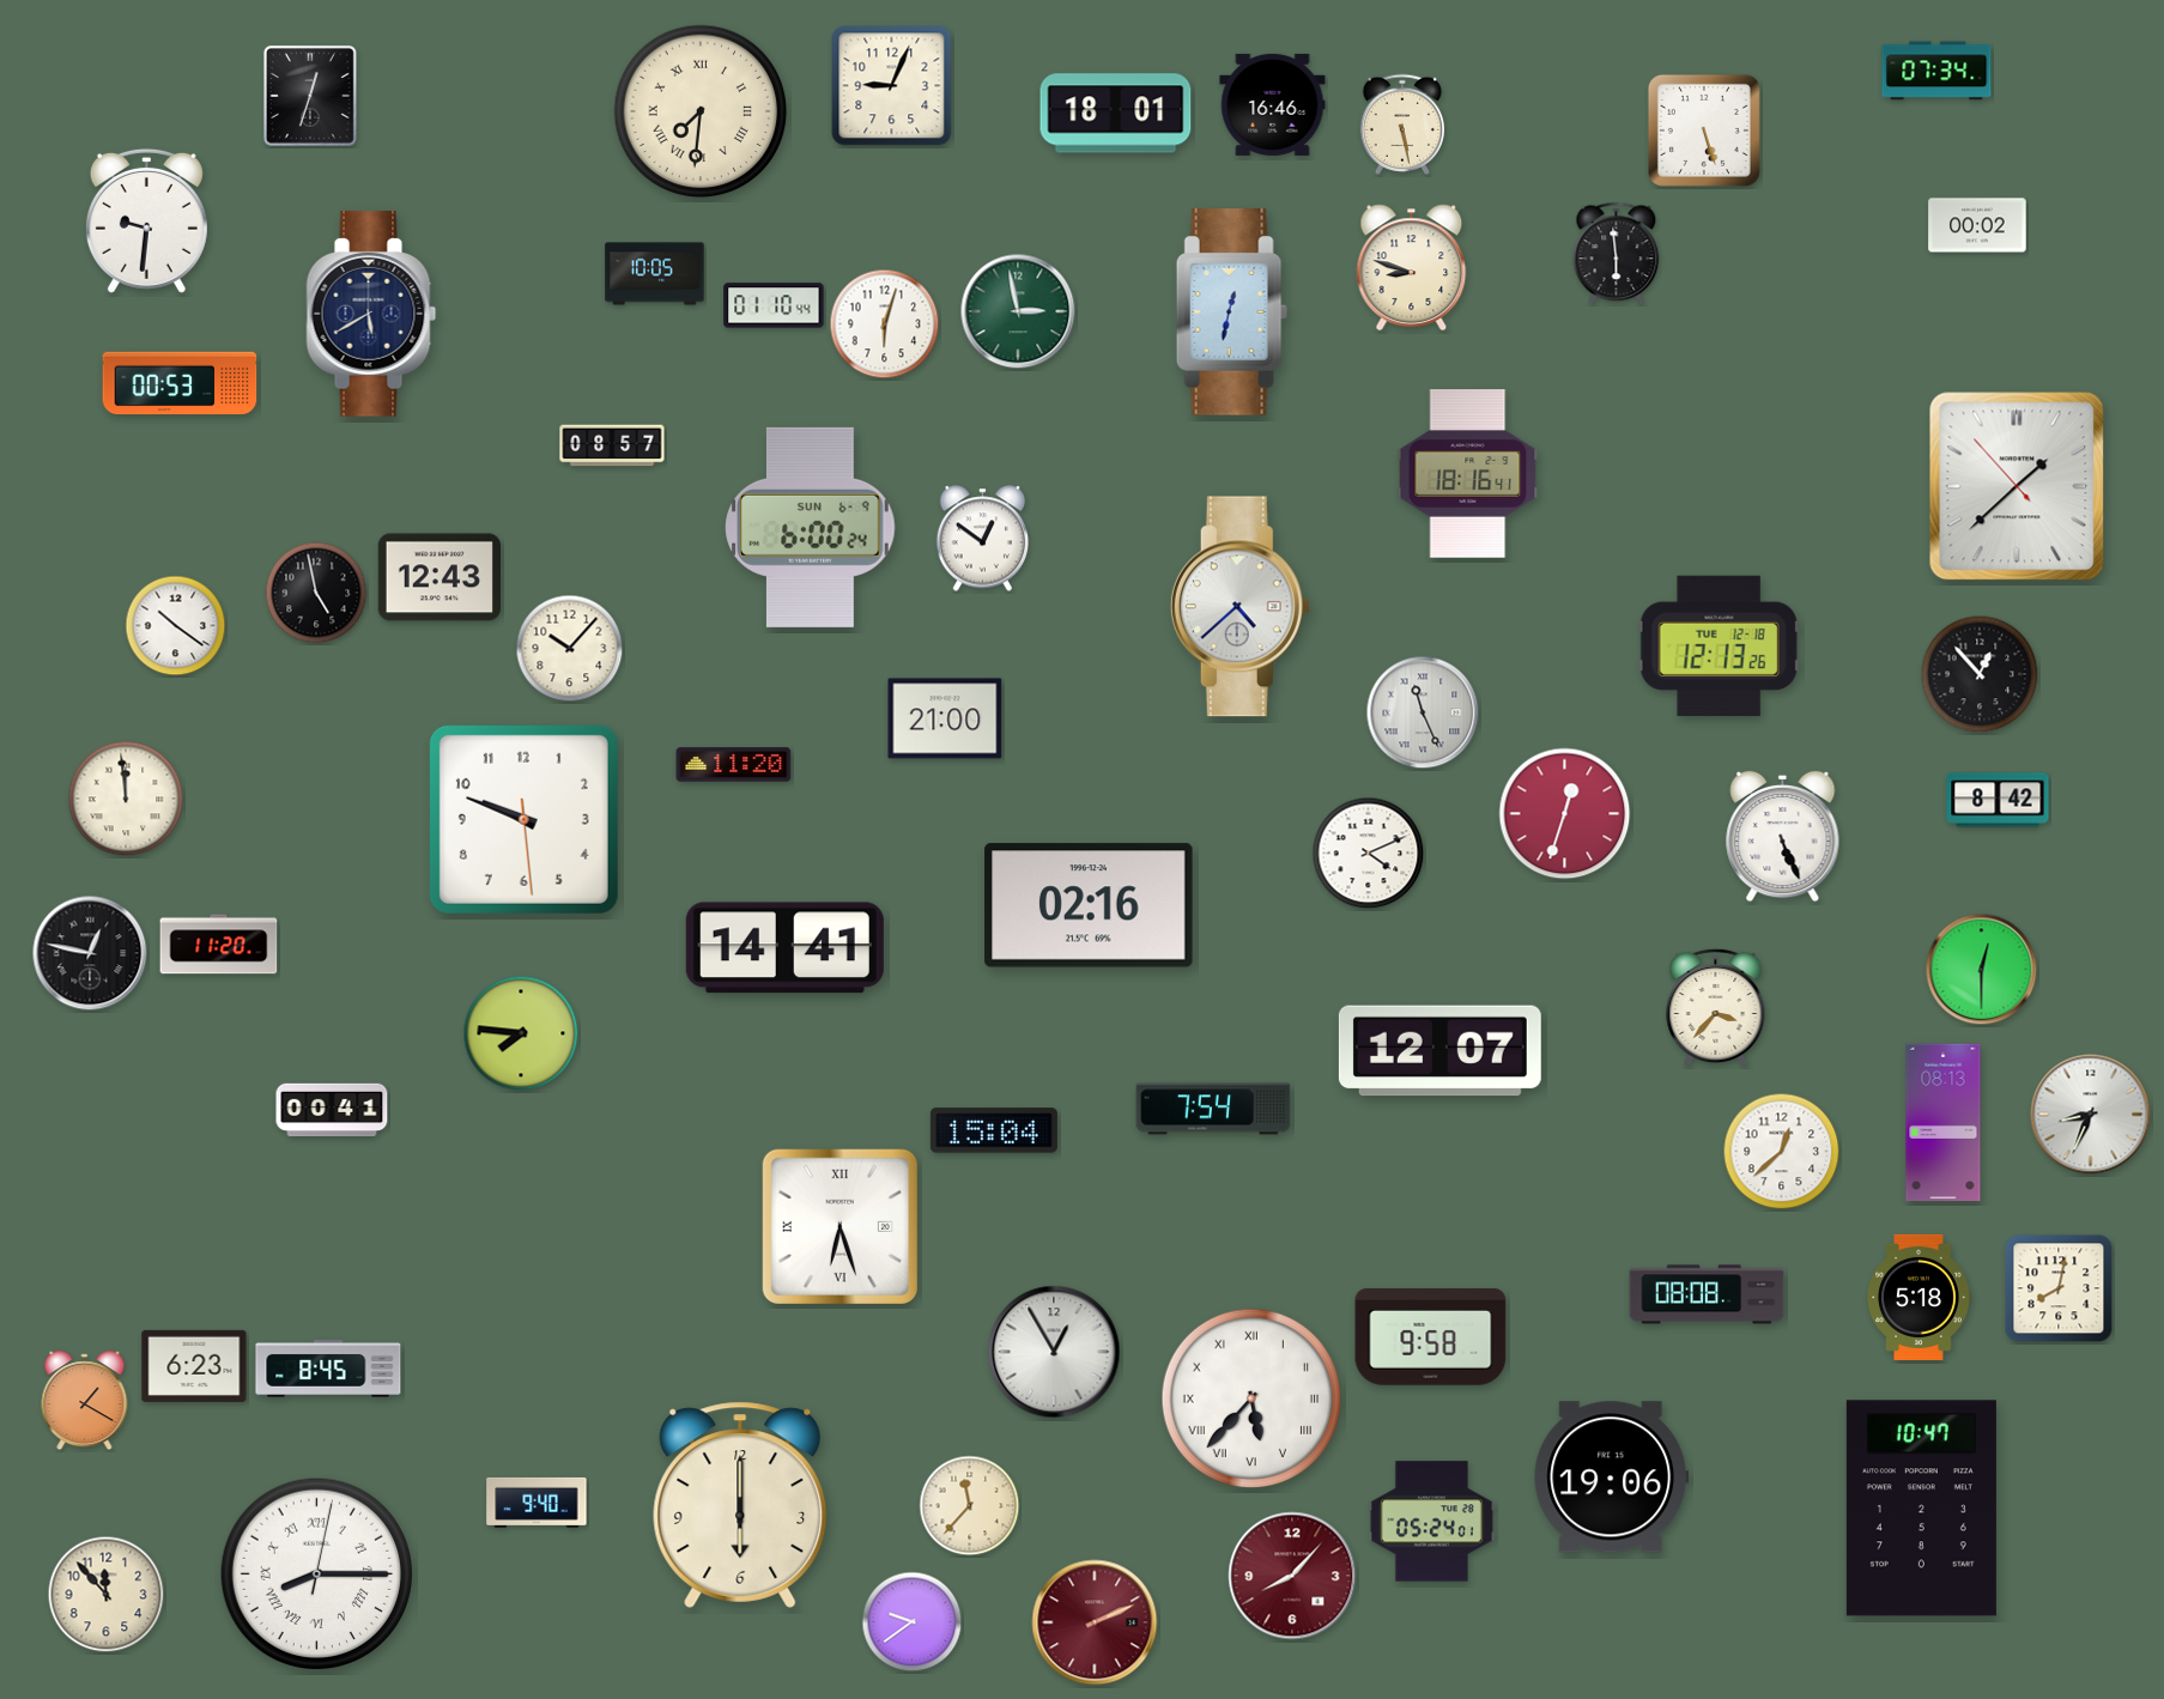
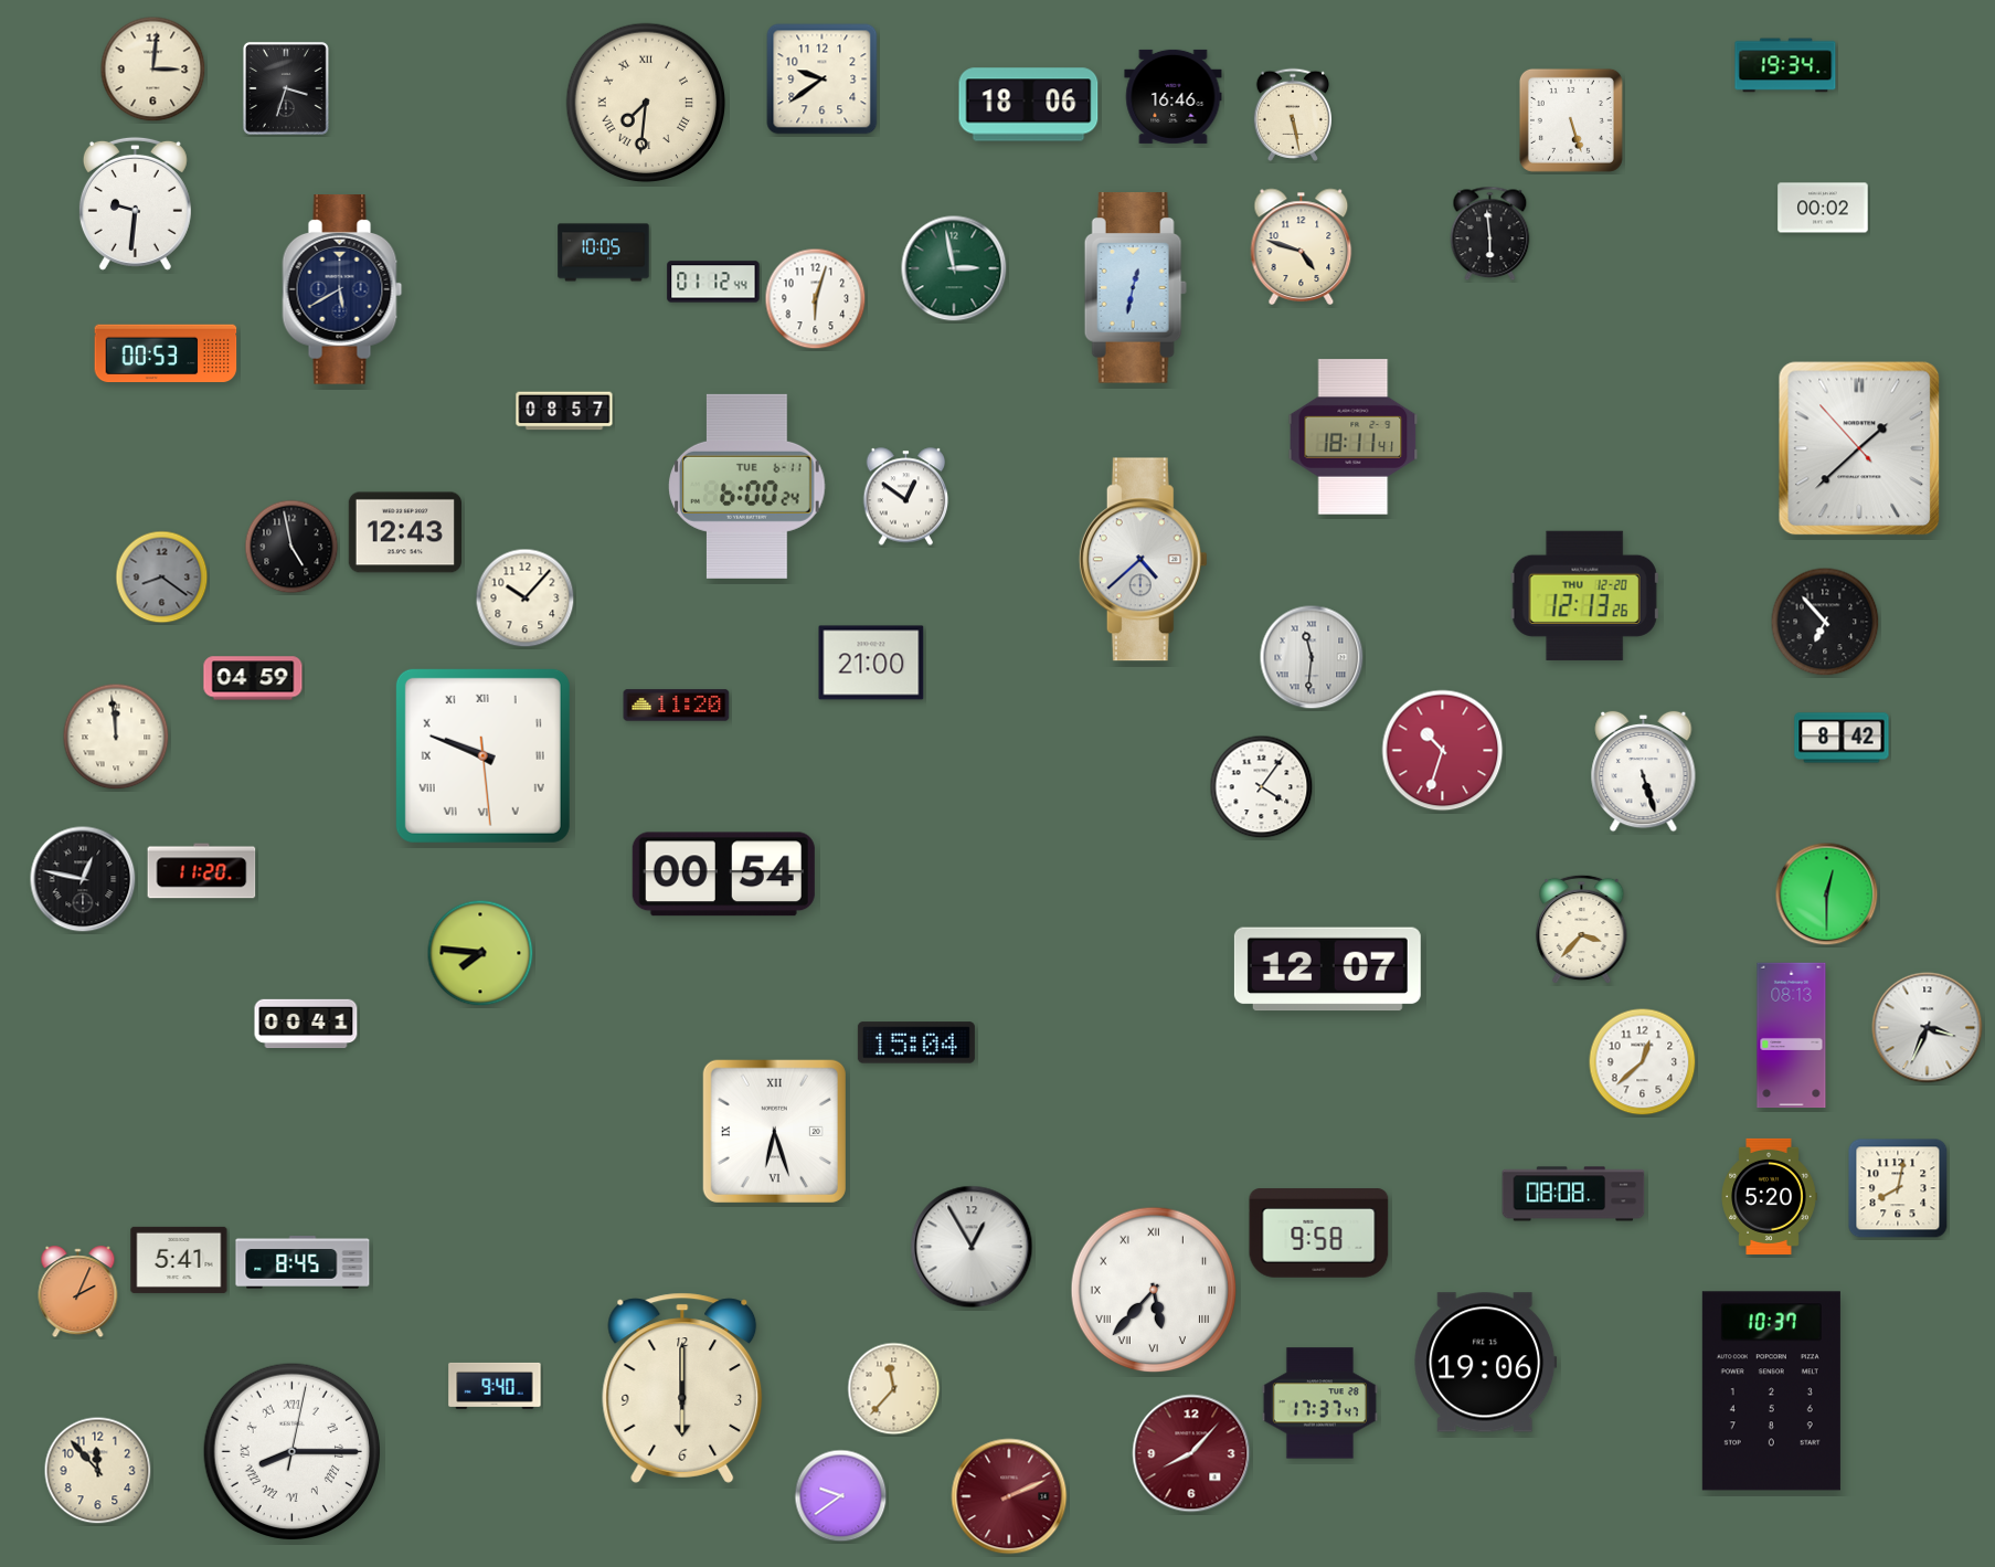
clock at (1936, 71): 07:34 -> 19:34
clock at (153, 70): none -> 3:01
clock at (892, 86): 9:04 -> 9:39
clock at (310, 96): 12:33 -> 3:33
clock at (1116, 114): 18:01 -> 18:06
clock at (1412, 267): 8:48 -> 4:48
clock at (774, 305): 01:10 -> 01:12
clock at (1018, 311) position: (1018, 311) -> (954, 268)
clock at (1468, 474): 18:16 -> 18:11
clock at (811, 527) date: SUN 6-9 -> TUE 6-11
clock at (176, 626): 10:21 -> 8:21
clock at (176, 626) dial: white -> grey
clock at (1719, 645) date: TUE 12-18 -> THU 12-20
clock at (1980, 674): 12:53 -> 6:53
clock at (1423, 712): 11:26 -> 11:31
clock at (253, 678): none -> 04:59
clock at (1565, 814): 12:33 -> 10:33
clock at (523, 819) numerals: Arabic -> Roman
clock at (1783, 837): 5:26 -> 5:27
clock at (1369, 854): 4:11 -> 4:06
clock at (1089, 905): 02:16 -> none
clock at (784, 948): 14:41 -> 00:54
clock at (1213, 1109): 7:54 -> none
clock at (2091, 1115): 8:34 -> 3:34
clock at (1918, 1297): 5:18 -> 5:20
clock at (194, 1366): 6:23 -> 5:41
clock at (85, 1401): 1:20 -> 2:04
clock at (1921, 1509): 10:47 -> 10:37
clock at (1431, 1522): 05:24 -> 17:37
